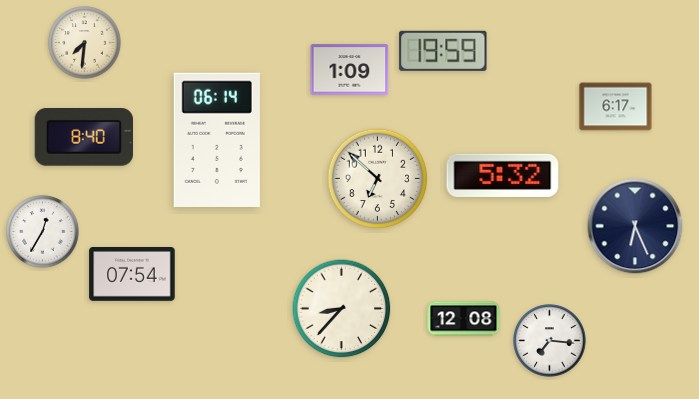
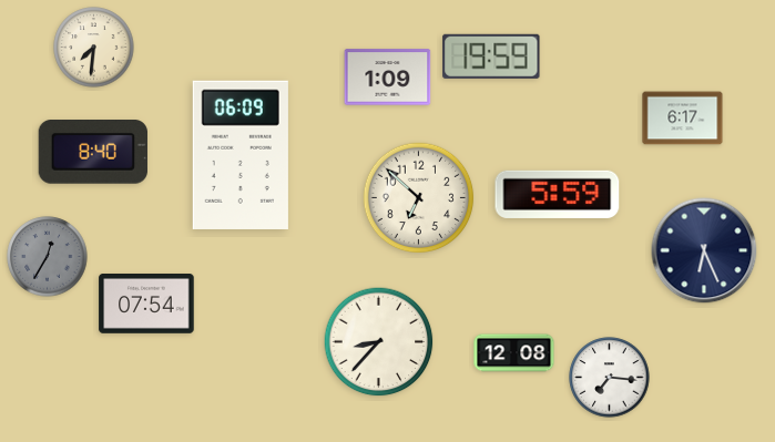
clock at (217, 140): 06:14 -> 06:09
clock at (503, 175): 5:32 -> 5:59
clock at (43, 232) dial: white -> grey
